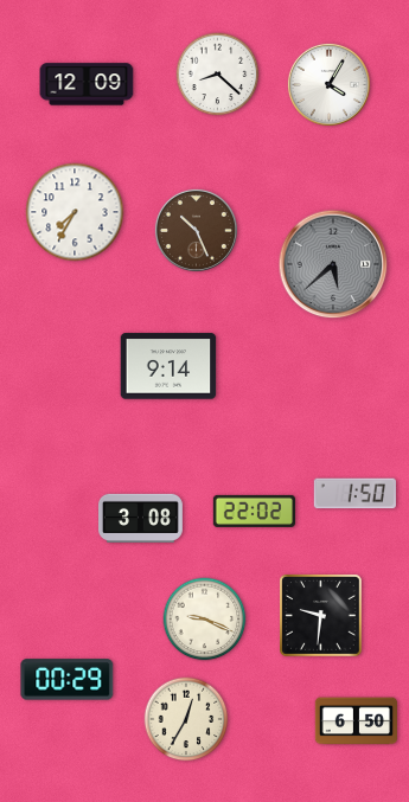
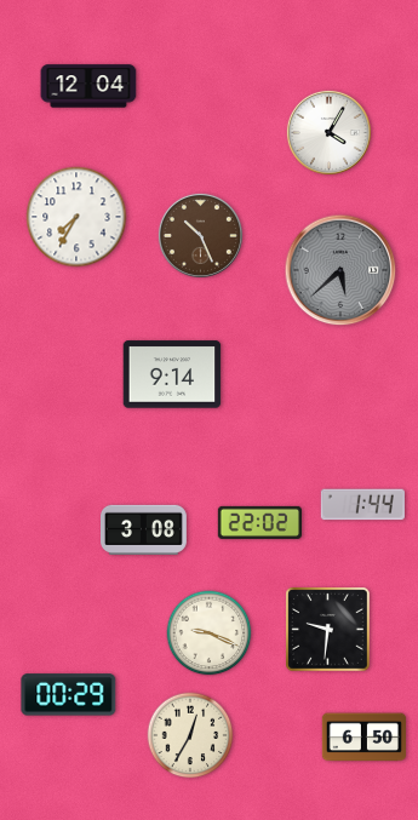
clock at (218, 75): 8:22 -> none
clock at (87, 84): 12:09 -> 12:04
clock at (328, 84) position: (328, 84) -> (328, 132)
clock at (354, 494): 1:50 -> 1:44
